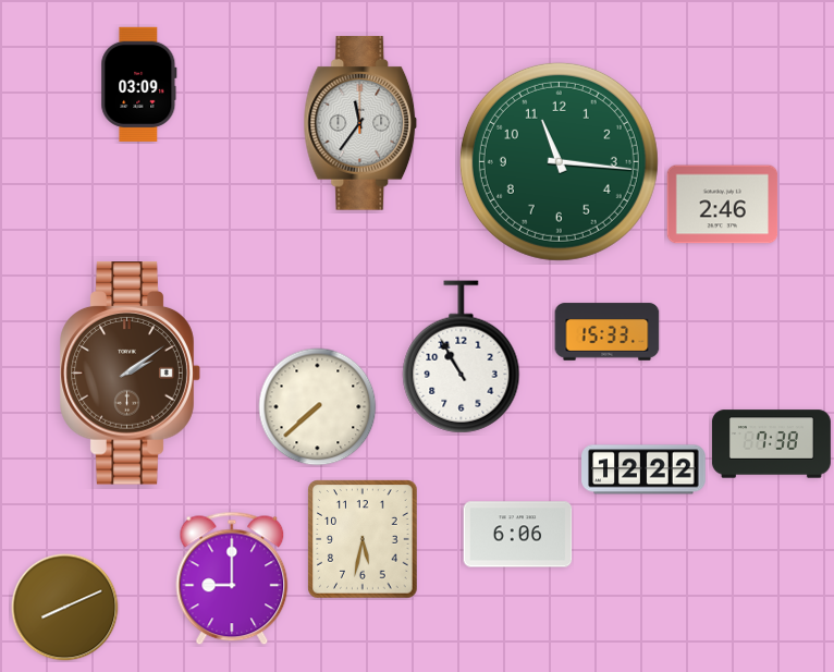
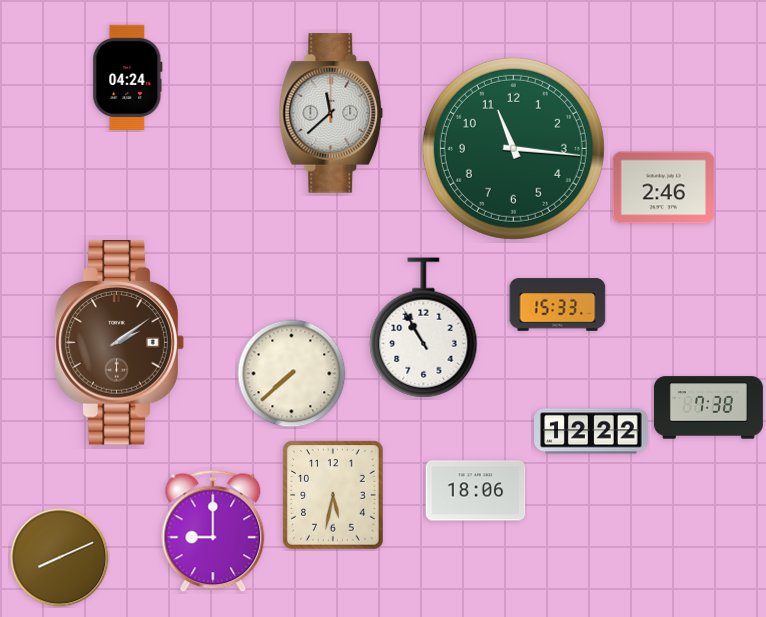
clock at (139, 84): 03:09 -> 04:24
clock at (360, 123): 11:36 -> 11:38
clock at (518, 535): 6:06 -> 18:06
